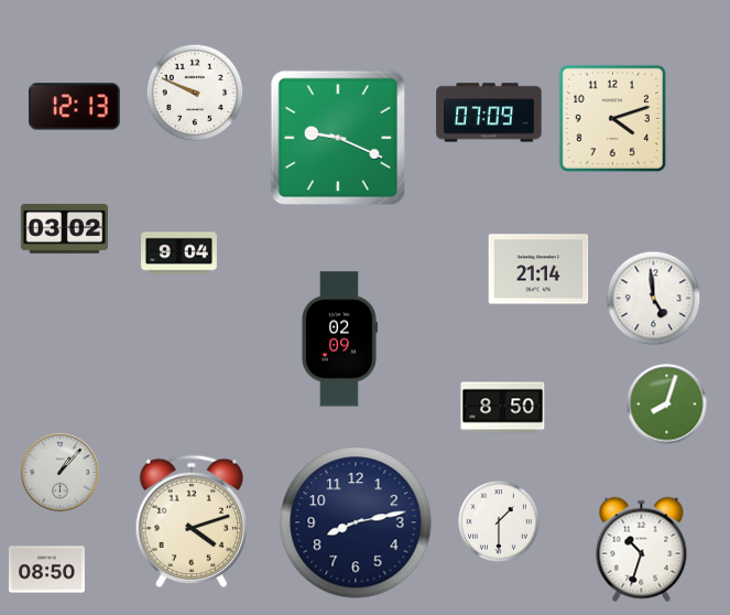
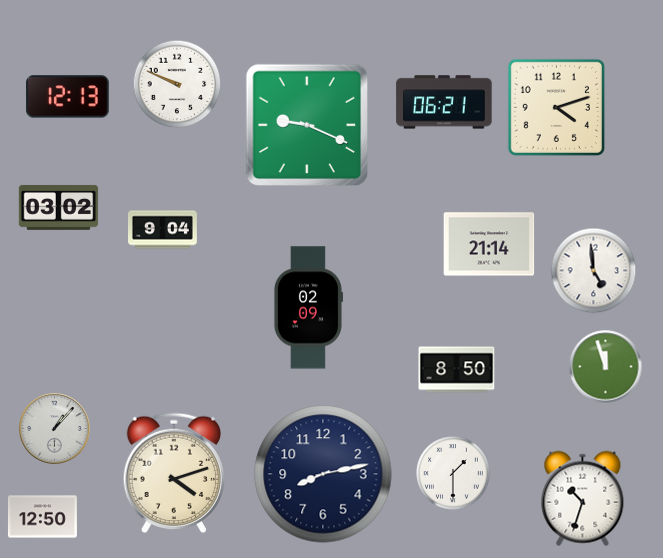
clock at (489, 112): 07:09 -> 06:21
clock at (667, 404): 8:03 -> 11:57
clock at (46, 570): 08:50 -> 12:50
